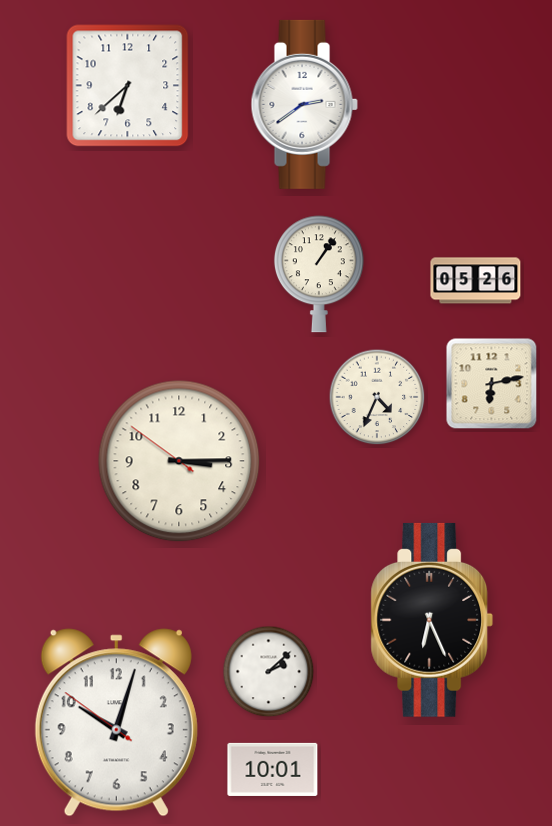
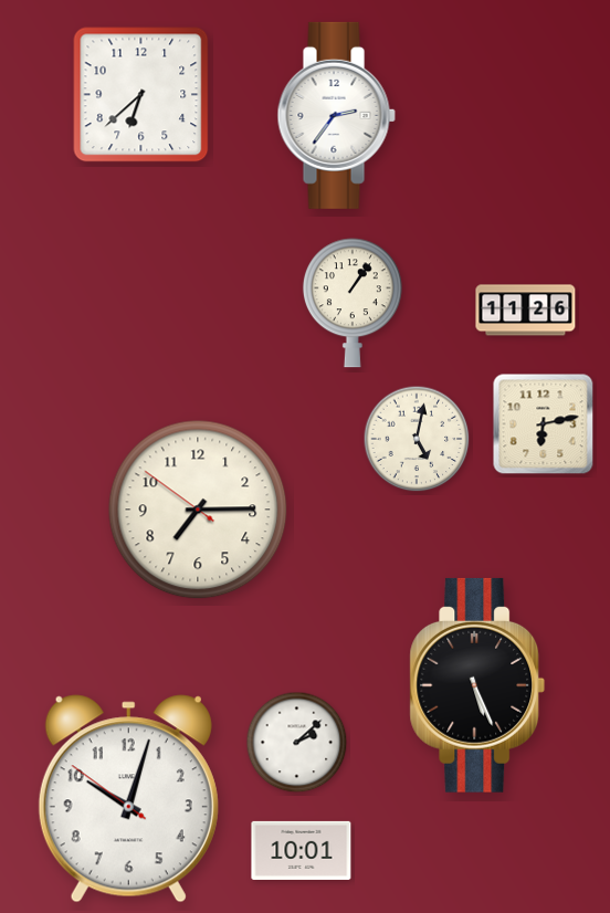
clock at (304, 104): 2:39 -> 2:36
clock at (476, 281): 05:26 -> 11:26
clock at (377, 397): 4:34 -> 5:02
clock at (179, 461): 3:14 -> 7:14
clock at (432, 620): 6:26 -> 5:26
